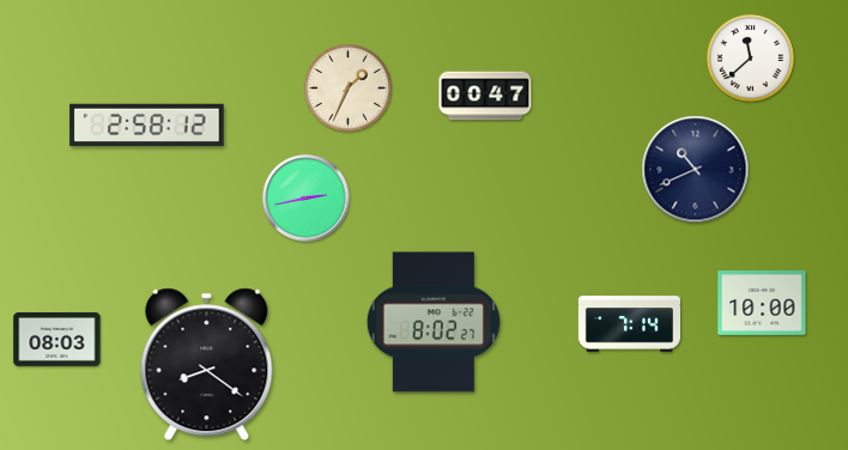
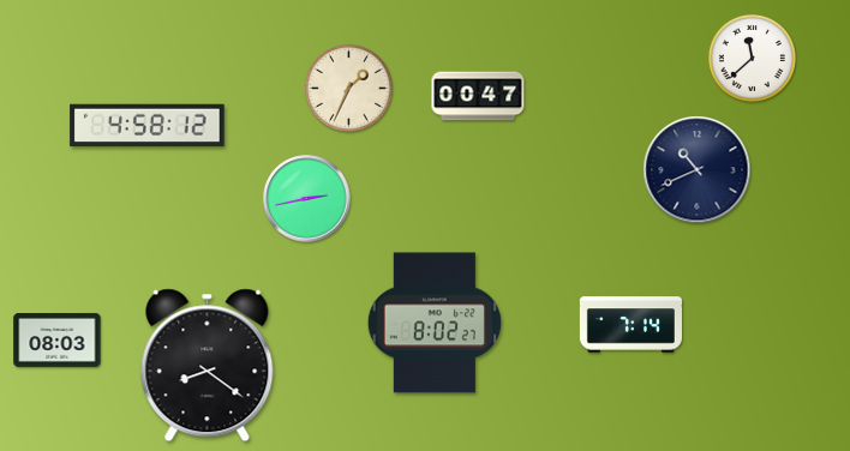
clock at (485, 96) position: (485, 96) -> (478, 96)
clock at (147, 126): 2:58 -> 4:58
clock at (762, 304): 10:00 -> none
